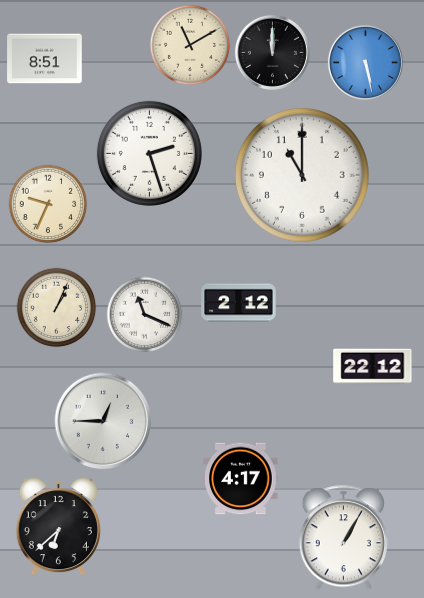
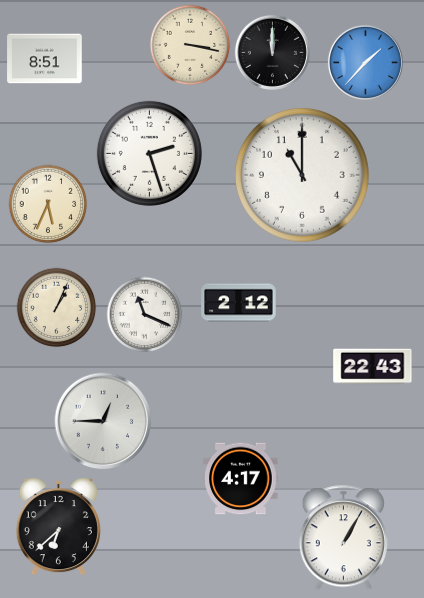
clock at (190, 45): 11:10 -> 3:17
clock at (365, 62): 5:28 -> 1:37
clock at (48, 204): 9:34 -> 5:34
clock at (373, 367): 22:12 -> 22:43
